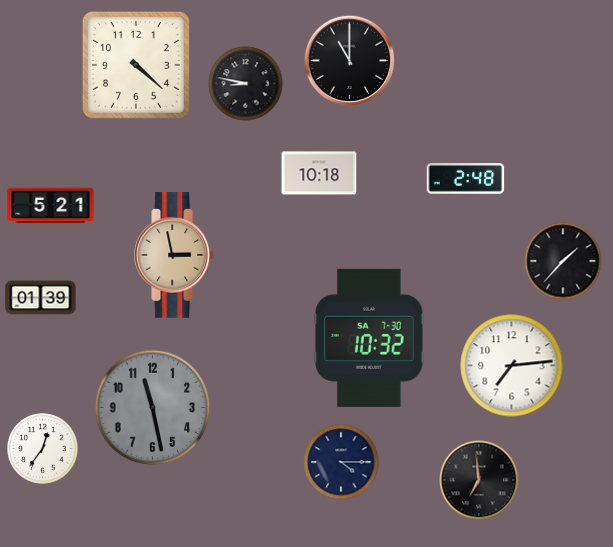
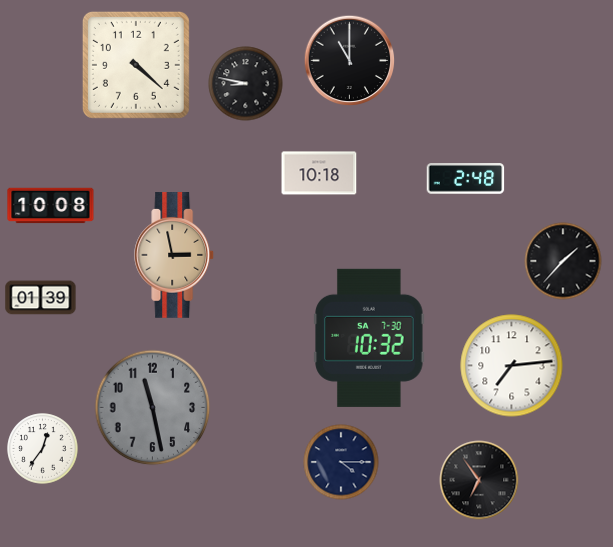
clock at (51, 206): 5:21 -> 10:08
clock at (479, 480): 6:59 -> 6:54
